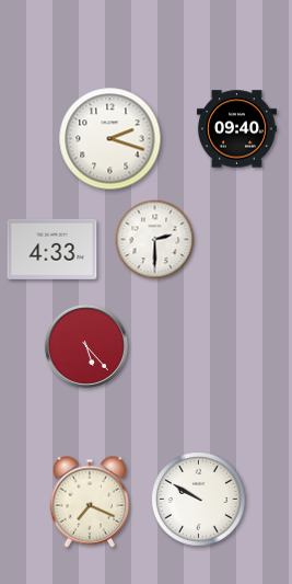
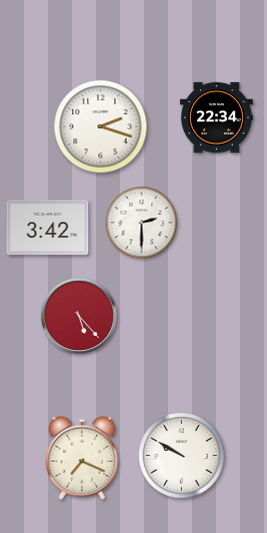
clock at (236, 129): 09:40 -> 22:34
clock at (155, 240) position: (155, 240) -> (142, 223)
clock at (52, 249): 4:33 -> 3:42
